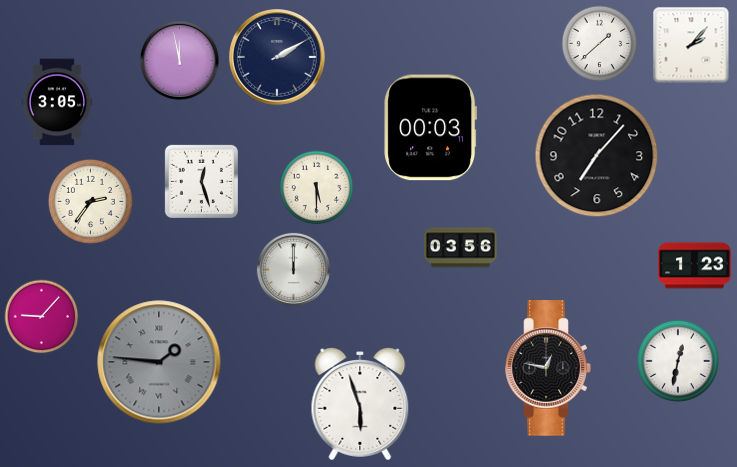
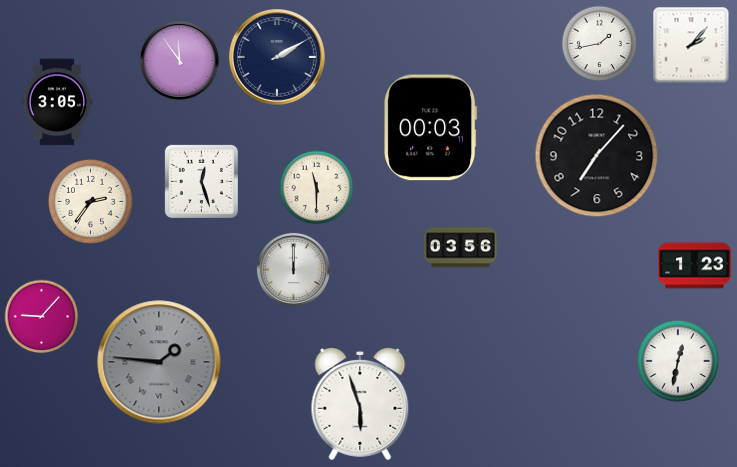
clock at (600, 44): 1:38 -> 1:43
clock at (179, 60): 11:58 -> 11:54
clock at (317, 188): 5:30 -> 11:30
clock at (548, 368): 12:47 -> none
